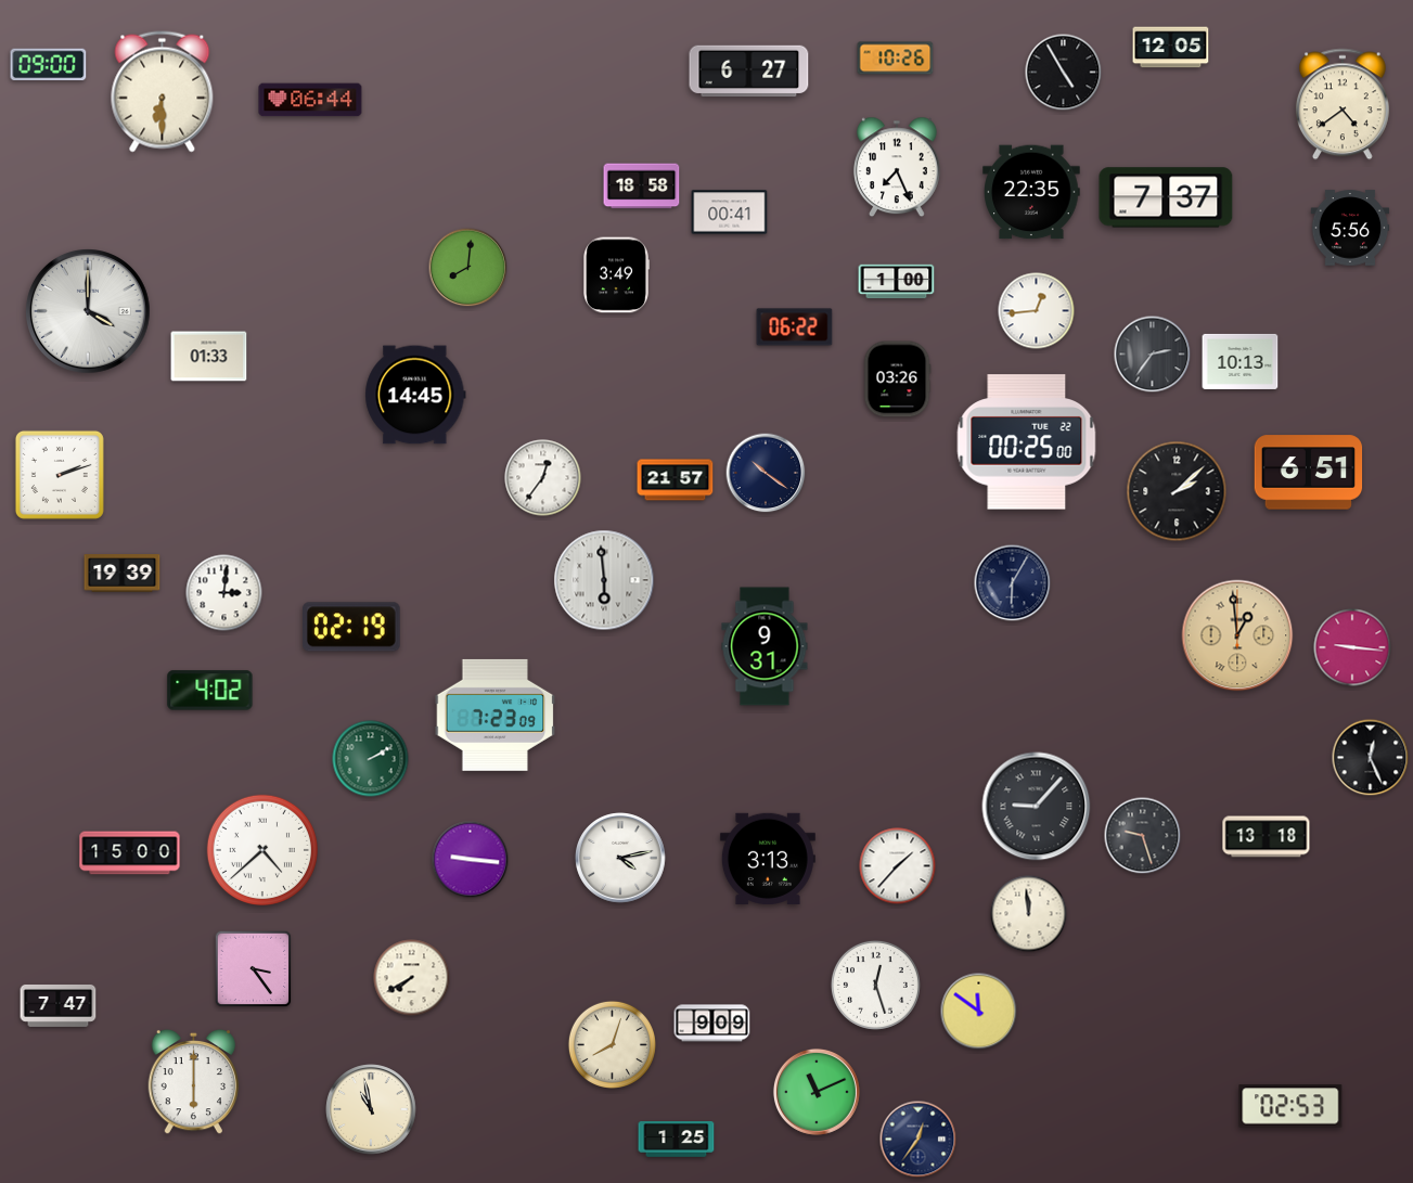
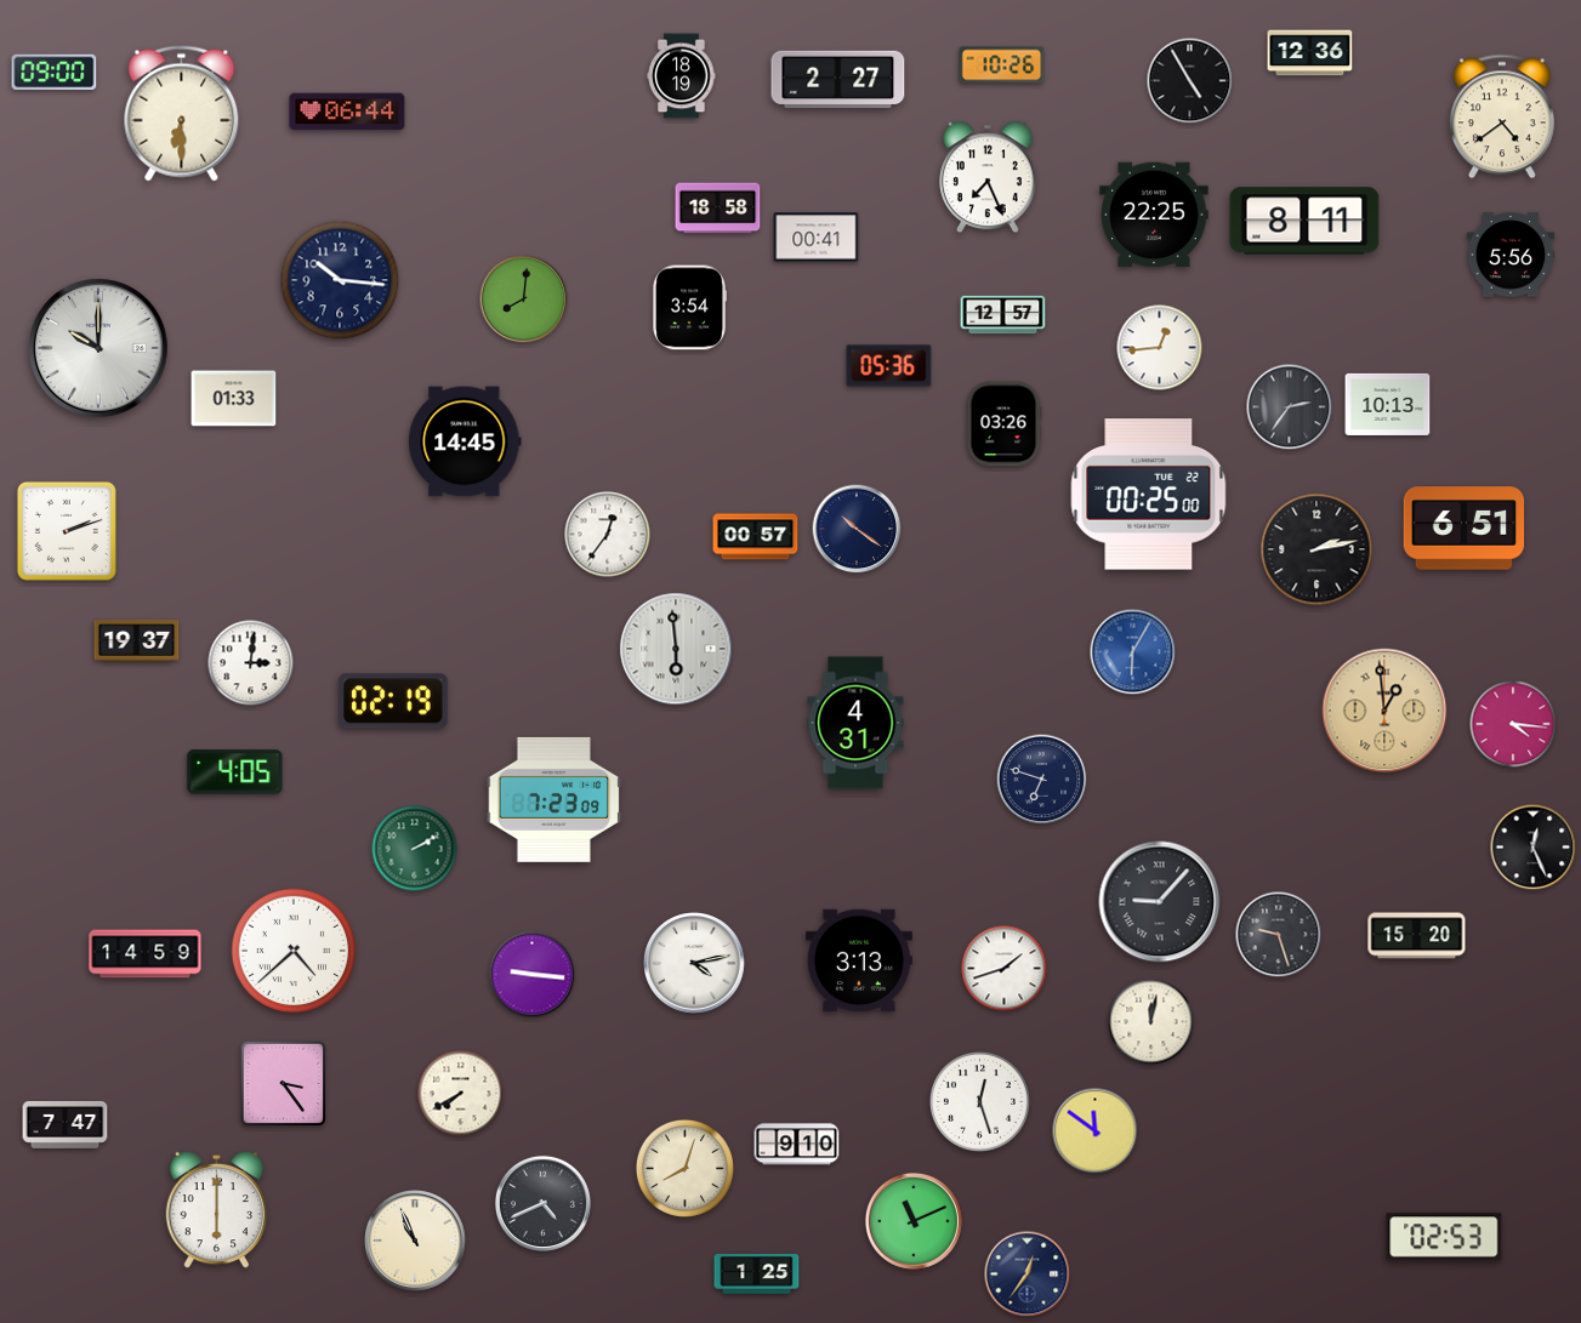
clock at (1171, 48): 12:05 -> 12:36
clock at (682, 76): none -> 18:19
clock at (749, 72): 6:27 -> 2:27
clock at (163, 92) position: (163, 92) -> (182, 114)
clock at (897, 167) position: (897, 167) -> (988, 177)
clock at (1031, 192): 22:35 -> 22:25
clock at (1166, 197): 7:37 -> 8:11
clock at (340, 280): none -> 10:16
clock at (616, 275): 3:49 -> 3:54
clock at (897, 282): 1:00 -> 12:57
clock at (89, 312): 4:00 -> 10:00
clock at (795, 327): 06:22 -> 05:36
clock at (1153, 355) position: (1153, 355) -> (1290, 407)
clock at (676, 480): 21:57 -> 00:57
clock at (1177, 491): 2:08 -> 2:13
clock at (123, 574): 19:39 -> 19:37
clock at (1013, 583) dial: navy -> blue
clock at (765, 646): 9:31 -> 4:31
clock at (1352, 647): 9:16 -> 4:16
clock at (210, 691): 4:02 -> 4:05
clock at (1042, 780): none -> 6:48
clock at (1267, 837): 13:18 -> 15:20
clock at (130, 853): 15:00 -> 14:59
clock at (620, 858) position: (620, 858) -> (694, 963)
clock at (471, 860) position: (471, 860) -> (533, 975)
clock at (898, 866): 1:37 -> 1:42
clock at (1029, 914): 11:59 -> 12:02
clock at (712, 1024): 9:09 -> 9:10
clock at (542, 1203): none -> 4:41
clock at (371, 1109): 10:58 -> 10:56
